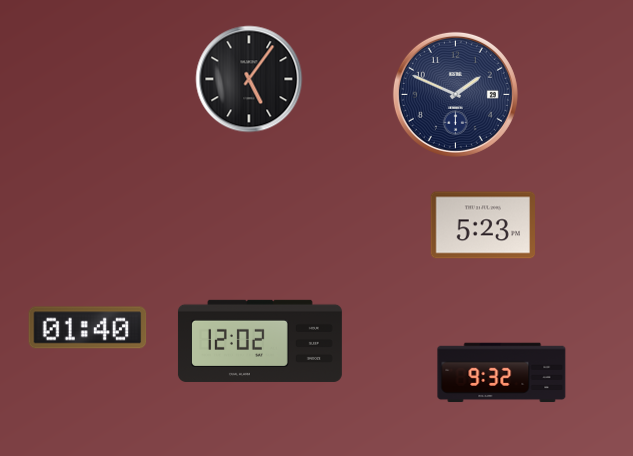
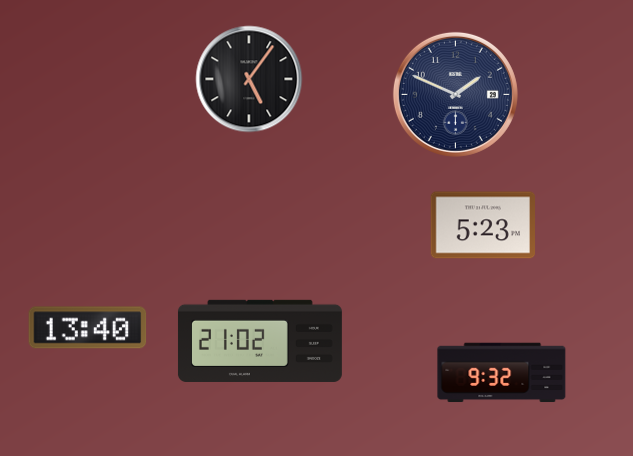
clock at (88, 328): 01:40 -> 13:40
clock at (260, 341): 12:02 -> 21:02
